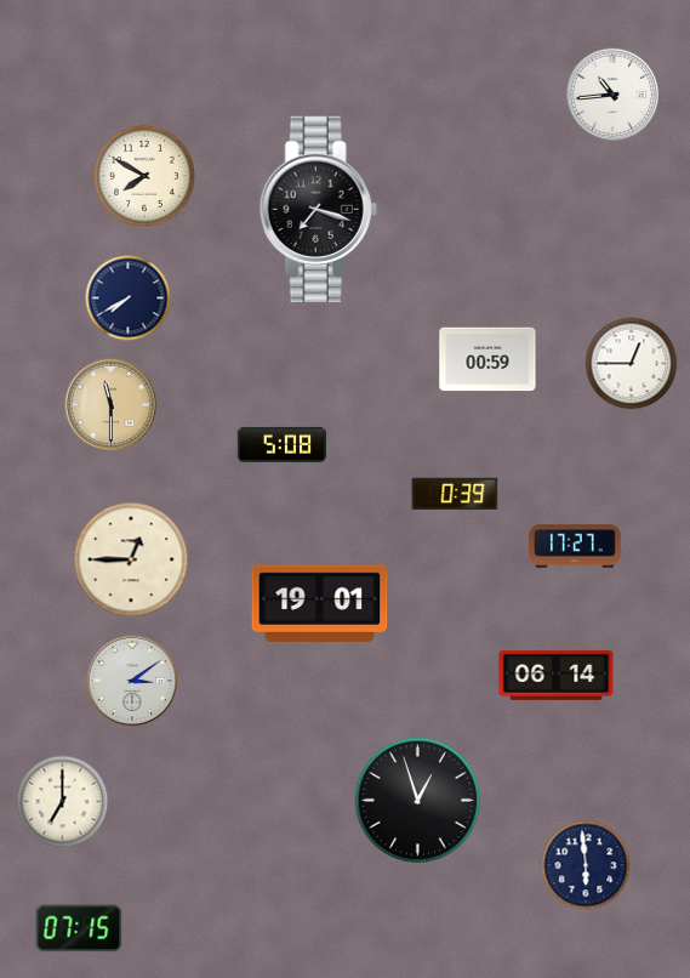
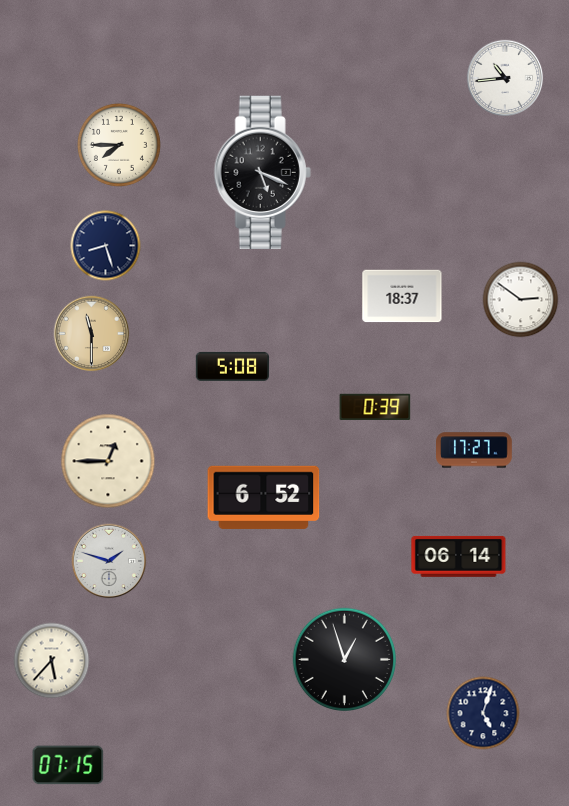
clock at (144, 176): 7:50 -> 7:45
clock at (318, 210): 7:18 -> 5:19
clock at (129, 298): 7:40 -> 8:27
clock at (487, 359): 00:59 -> 18:37
clock at (632, 364): 12:45 -> 2:51
clock at (320, 603): 19:01 -> 6:52
clock at (132, 681): 3:09 -> 1:48
clock at (63, 802): 7:00 -> 5:37
clock at (586, 865): 5:59 -> 5:03
clock at (79, 928) position: (79, 928) -> (68, 765)
